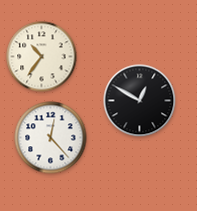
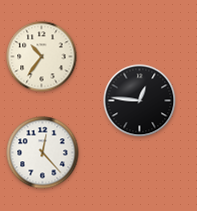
clock at (140, 101): 12:50 -> 12:46
clock at (51, 138) position: (51, 138) -> (43, 153)
